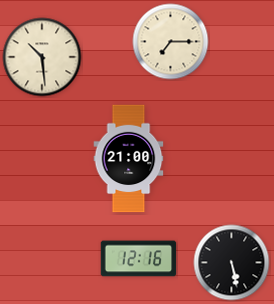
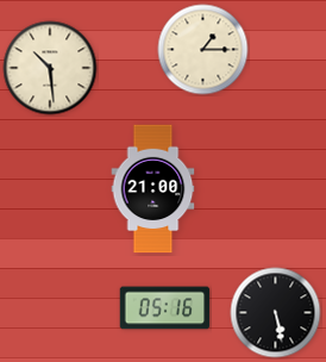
clock at (171, 42): 7:15 -> 1:15
clock at (139, 259): 12:16 -> 05:16
